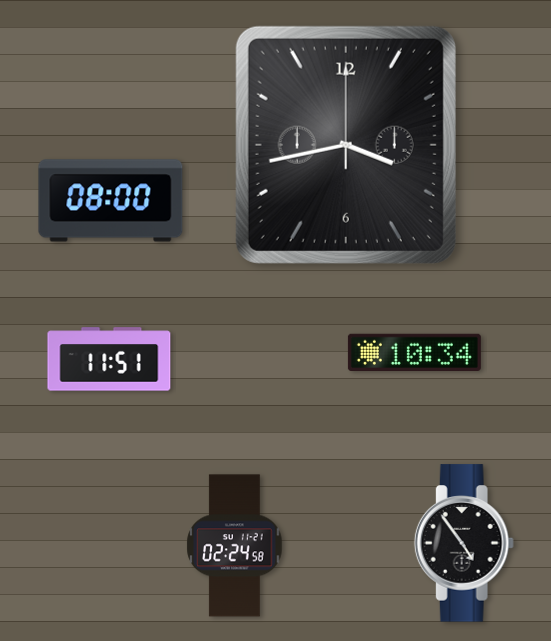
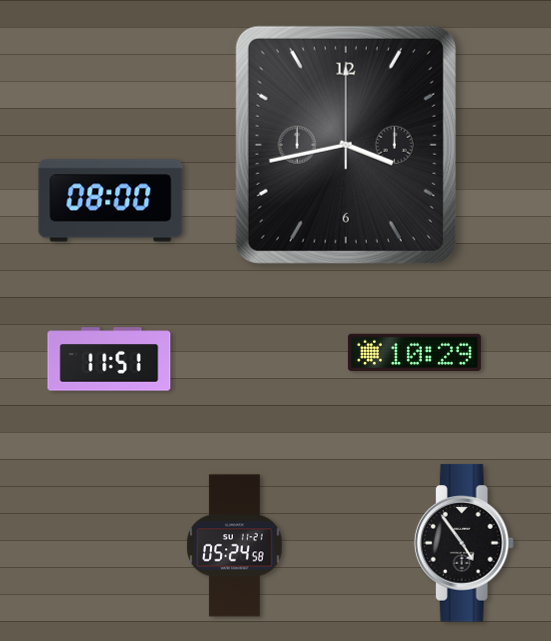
clock at (414, 352): 10:34 -> 10:29
clock at (235, 546): 02:24 -> 05:24
